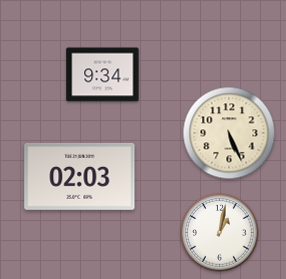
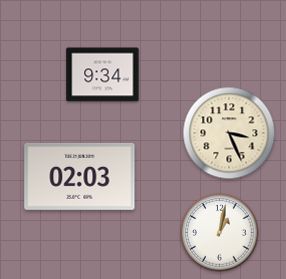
clock at (229, 133): 5:26 -> 3:26
